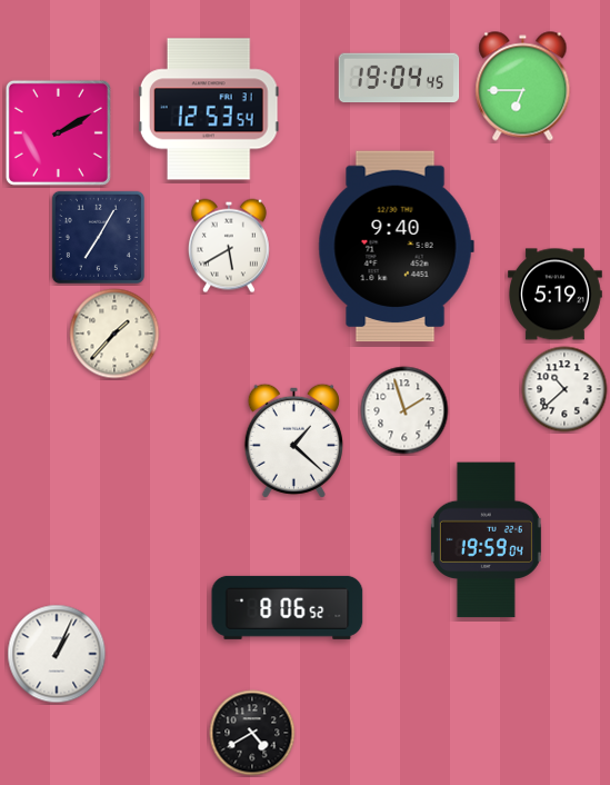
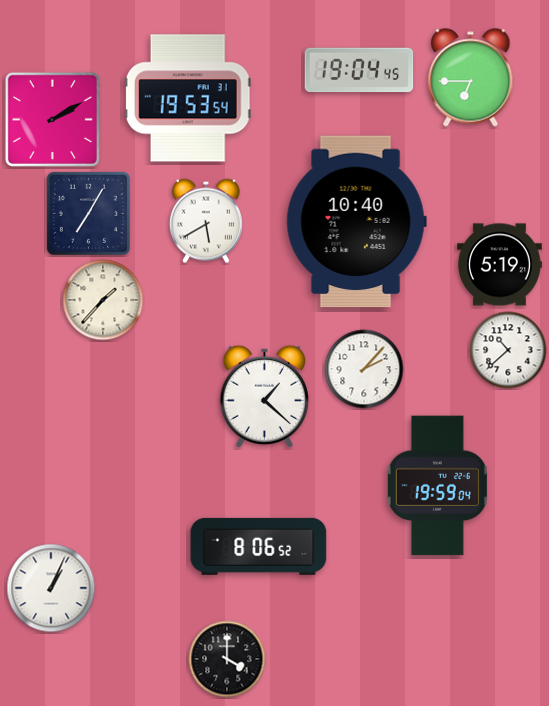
clock at (209, 109): 12:53 -> 19:53
clock at (396, 247): 9:40 -> 10:40
clock at (404, 410): 1:57 -> 2:07
clock at (252, 733): 4:40 -> 4:00
